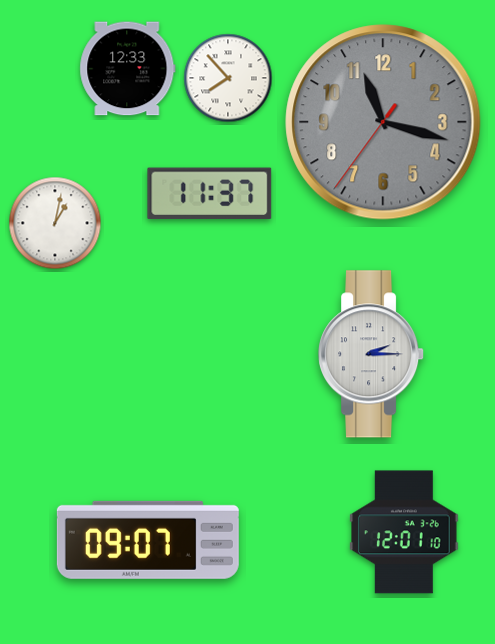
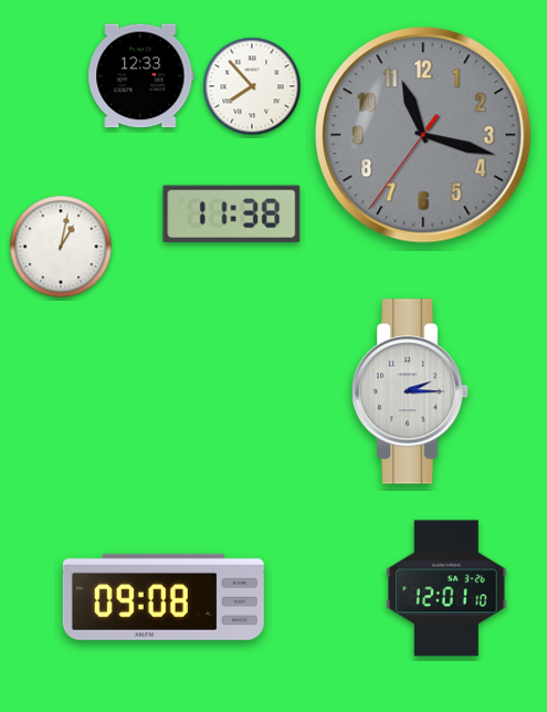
clock at (210, 194): 11:37 -> 11:38
clock at (148, 540): 09:07 -> 09:08
